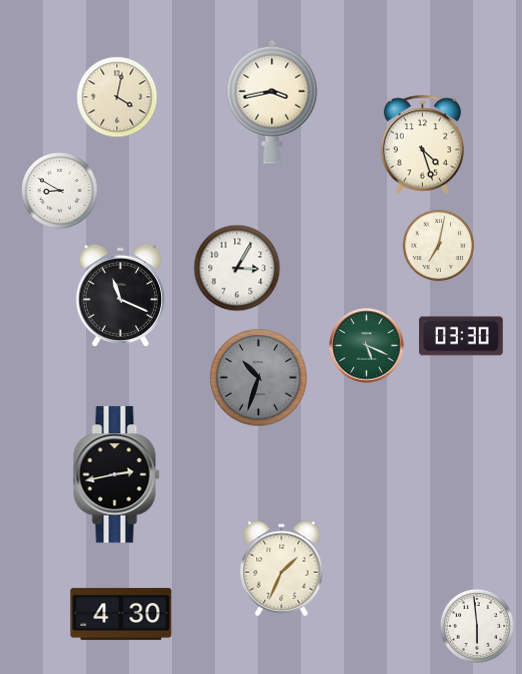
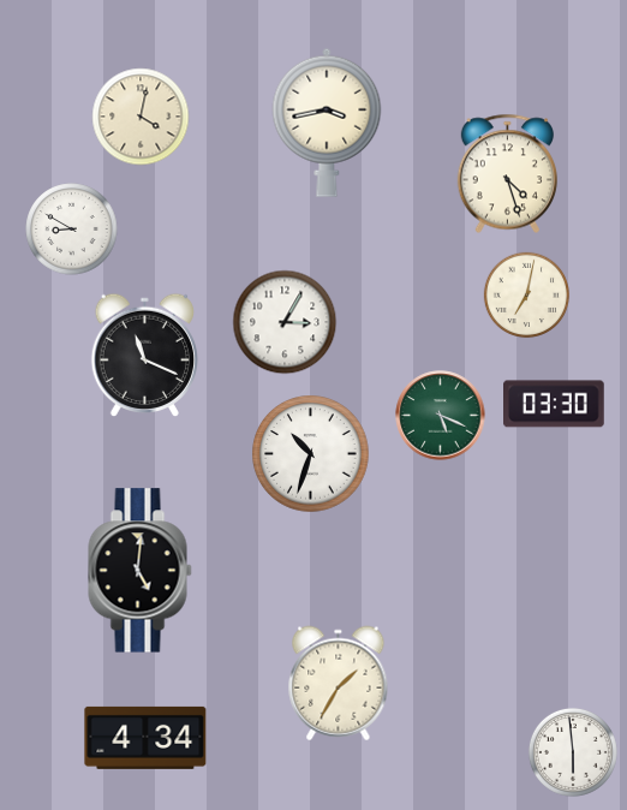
clock at (259, 378) dial: grey -> white
clock at (117, 475): 2:43 -> 5:01
clock at (282, 569): 1:34 -> 1:35
clock at (121, 614): 4:30 -> 4:34
